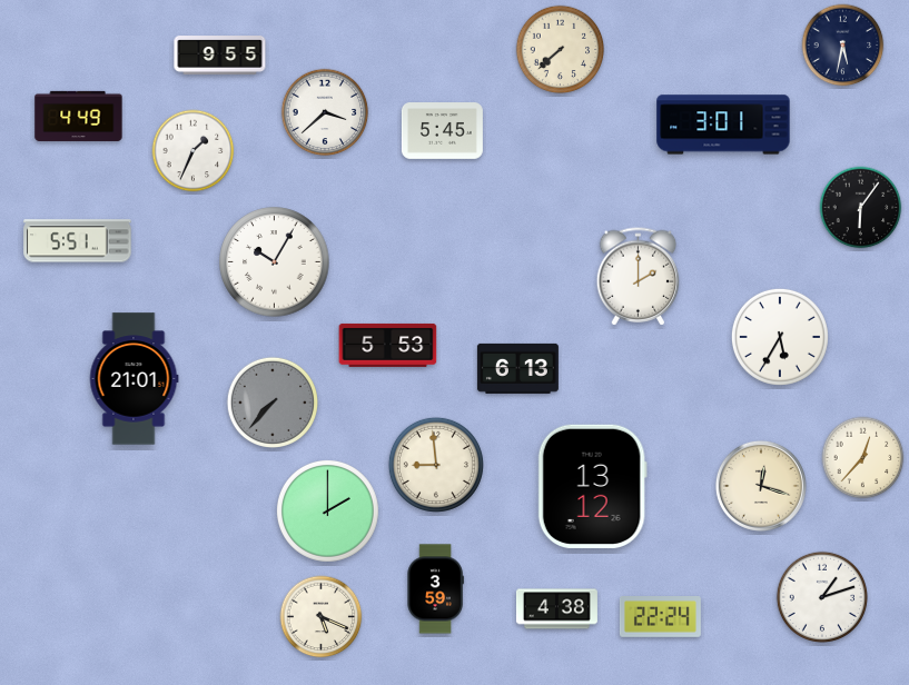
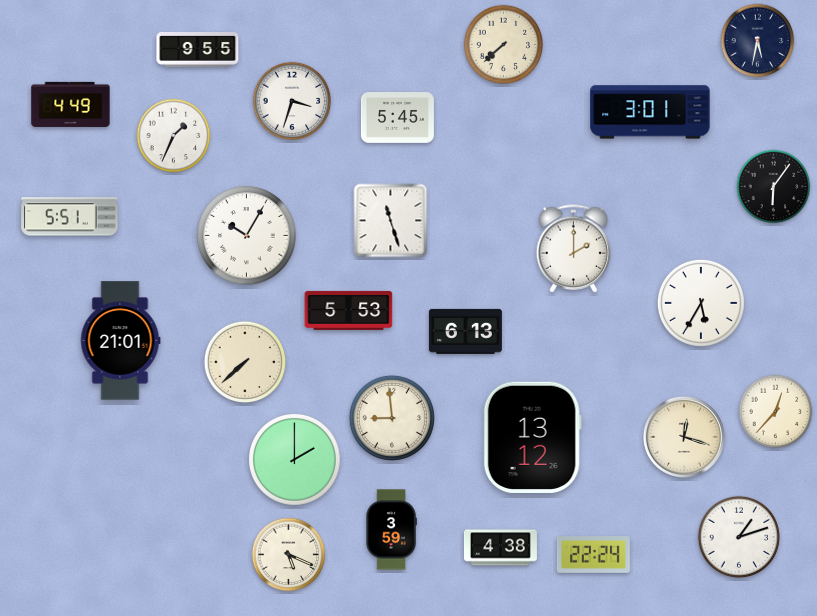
clock at (325, 112): 3:38 -> 3:33
clock at (391, 221): none -> 11:27
clock at (271, 401): 7:37 -> 7:38
clock at (271, 401) dial: grey -> cream
